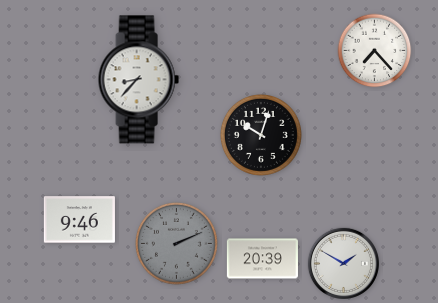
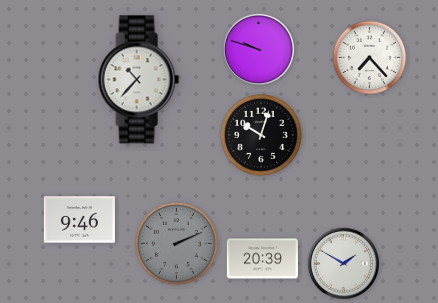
clock at (258, 49): none -> 9:48
clock at (375, 51) position: (375, 51) -> (370, 58)
clock at (138, 80): 8:37 -> 10:37
